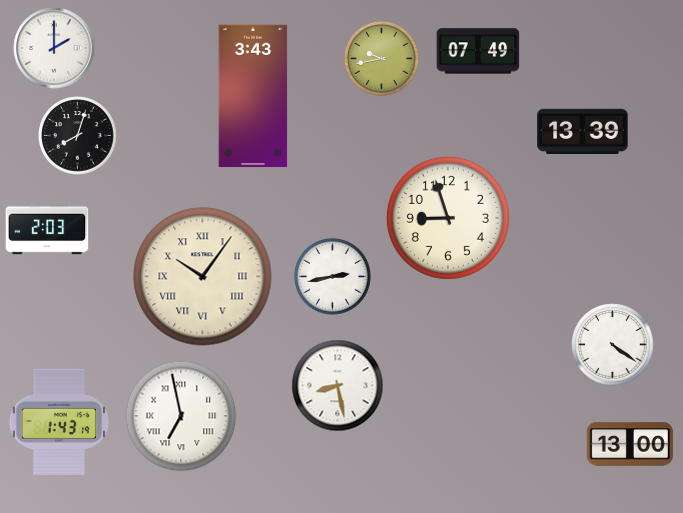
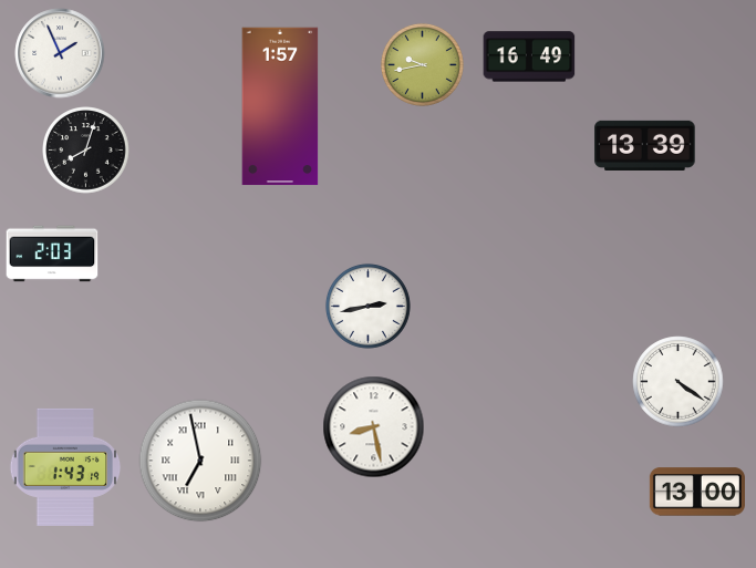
clock at (54, 48): 2:00 -> 1:56
clock at (478, 51): 07:49 -> 16:49
clock at (253, 96): 3:43 -> 1:57
clock at (448, 218): 8:57 -> none
clock at (203, 277): 10:06 -> none
